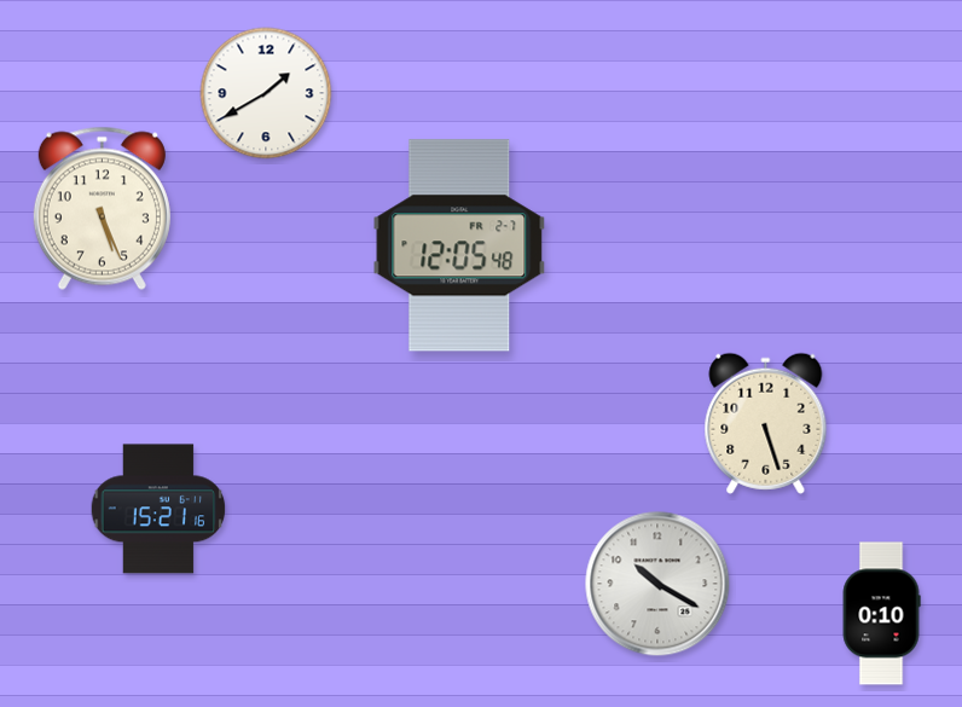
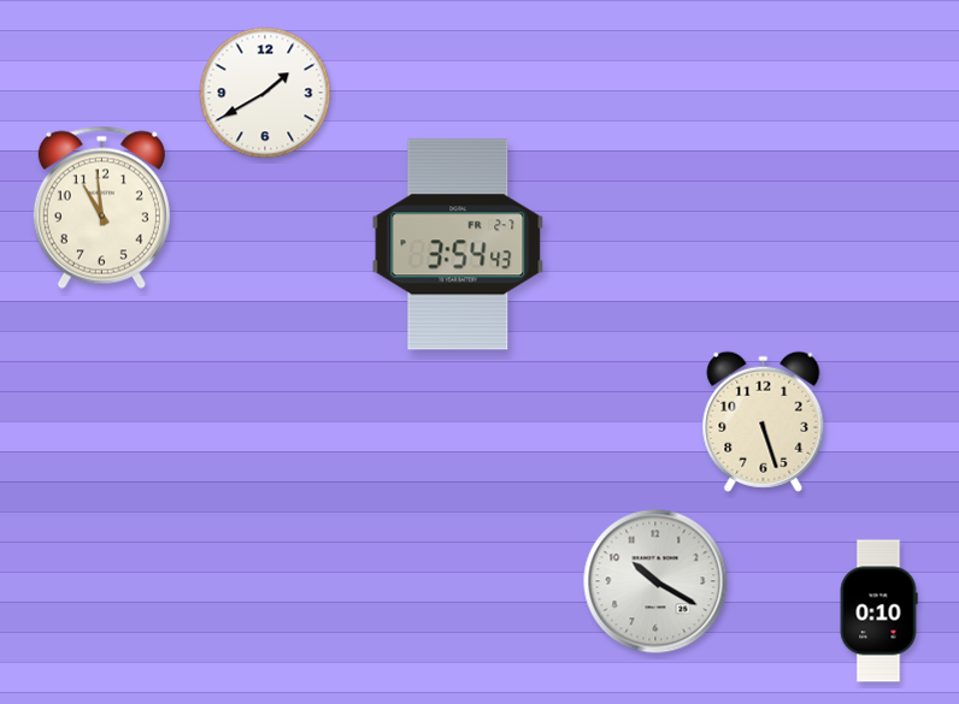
clock at (102, 208): 5:26 -> 10:59
clock at (459, 245): 12:05 -> 3:54
clock at (158, 509): 15:21 -> none
